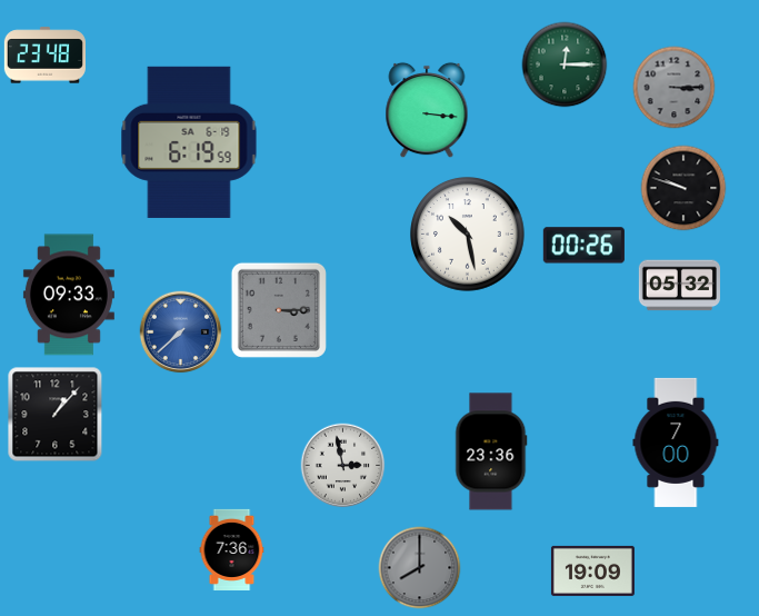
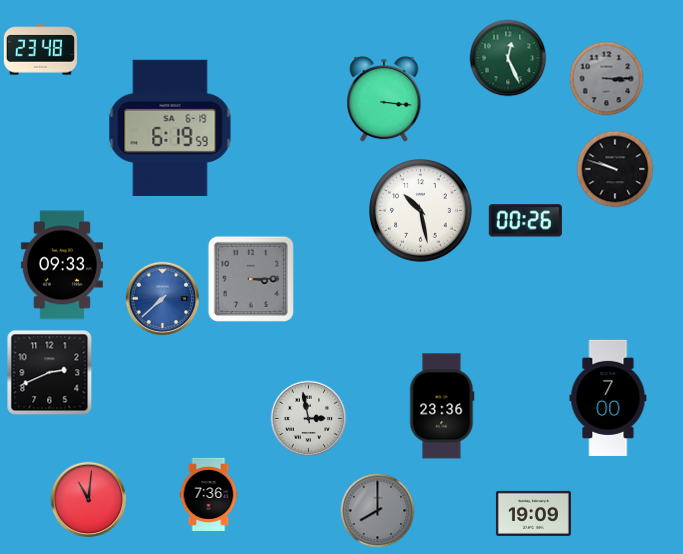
clock at (565, 64): 12:15 -> 12:26
clock at (679, 286): 05:32 -> none
clock at (56, 415): 1:07 -> 2:41
clock at (89, 500): none -> 11:01
